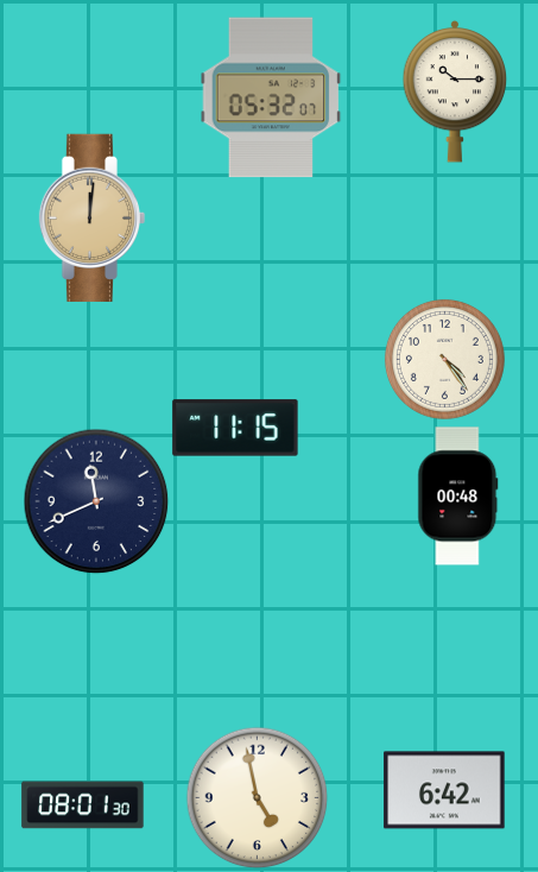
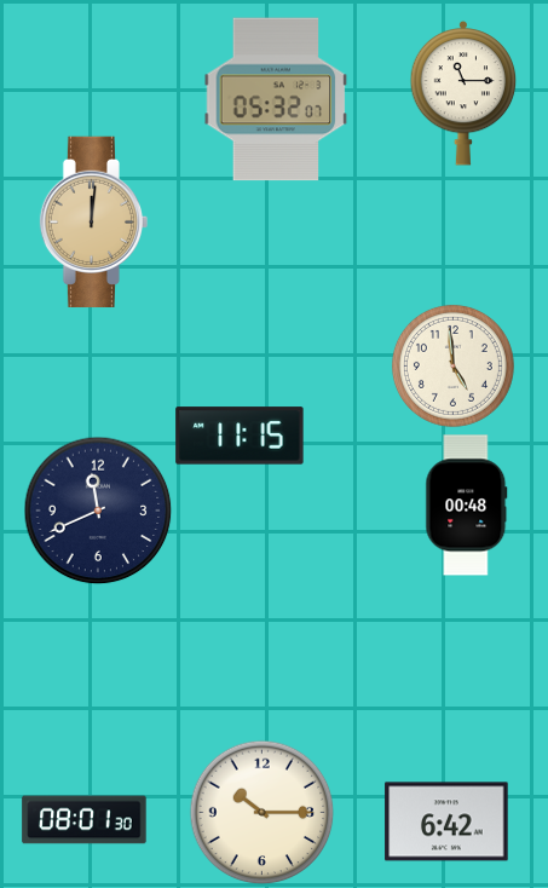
clock at (455, 91): 10:15 -> 11:15
clock at (444, 359): 4:24 -> 4:59
clock at (444, 790) position: (444, 790) -> (446, 821)
clock at (257, 797): 4:58 -> 10:15
